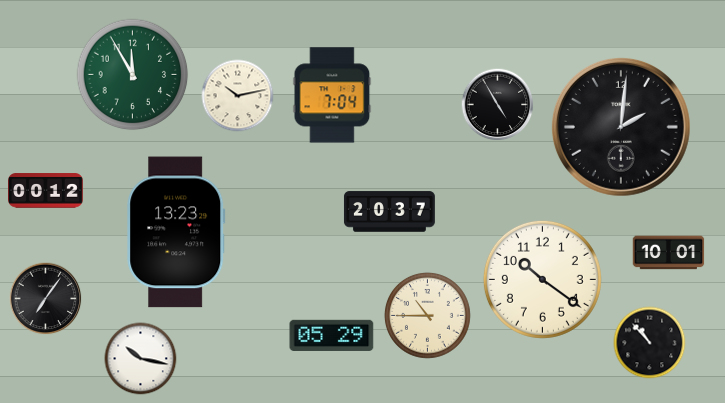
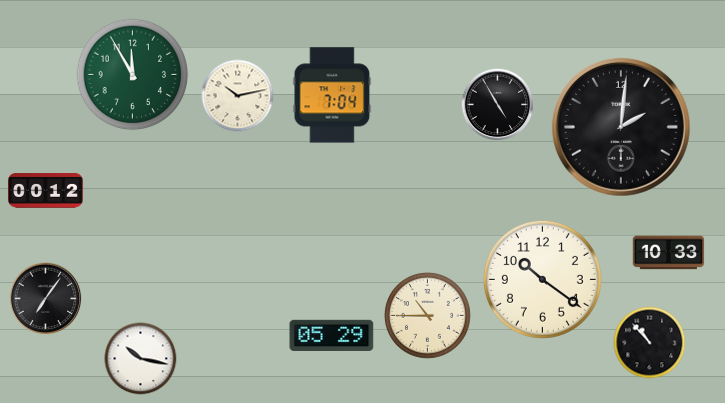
clock at (389, 212): 20:37 -> none
clock at (176, 232): 13:23 -> none
clock at (669, 253): 10:01 -> 10:33
